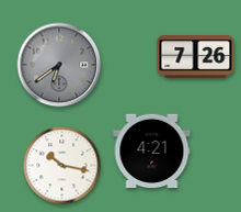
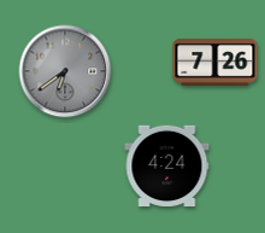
clock at (152, 150): 4:21 -> 4:24
clock at (62, 166): 10:17 -> none
